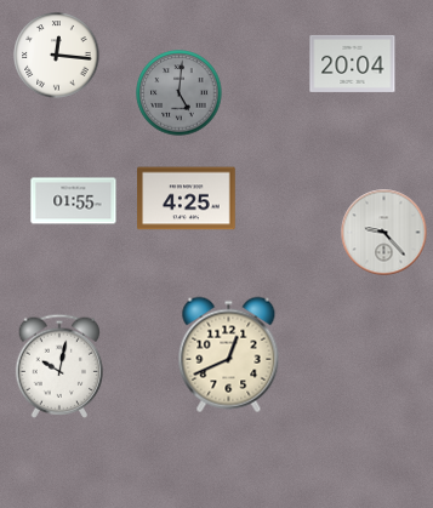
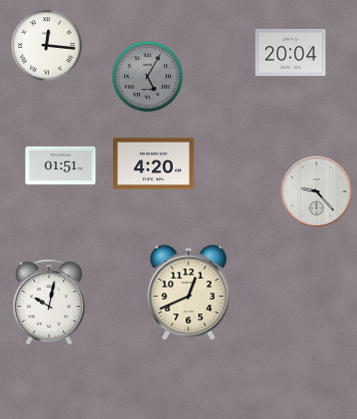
clock at (180, 93): 5:01 -> 5:05
clock at (187, 199): 4:25 -> 4:20
clock at (74, 201): 01:55 -> 01:51
